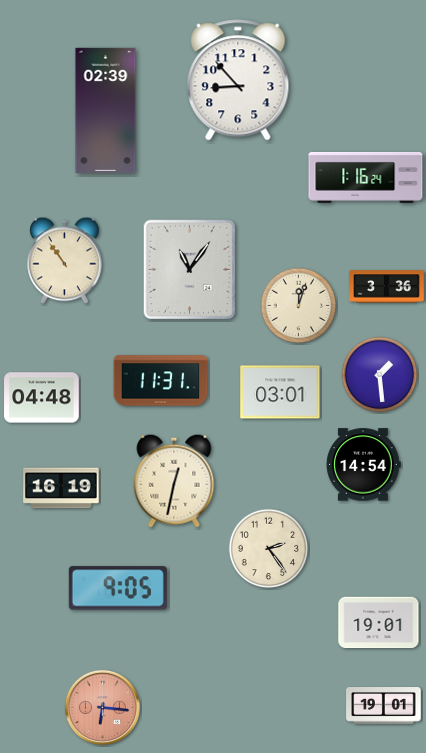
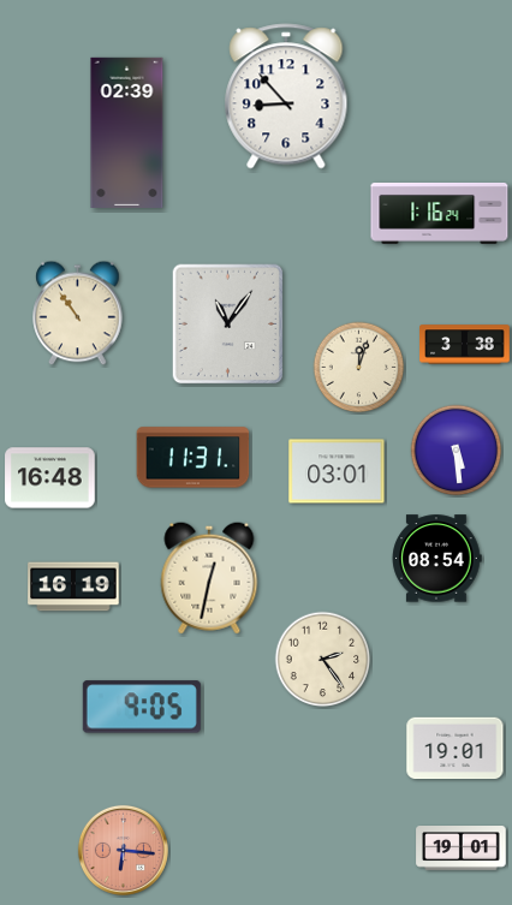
clock at (387, 287): 3:36 -> 3:38
clock at (380, 375): 1:29 -> 5:29
clock at (42, 398): 04:48 -> 16:48
clock at (363, 465): 14:54 -> 08:54
